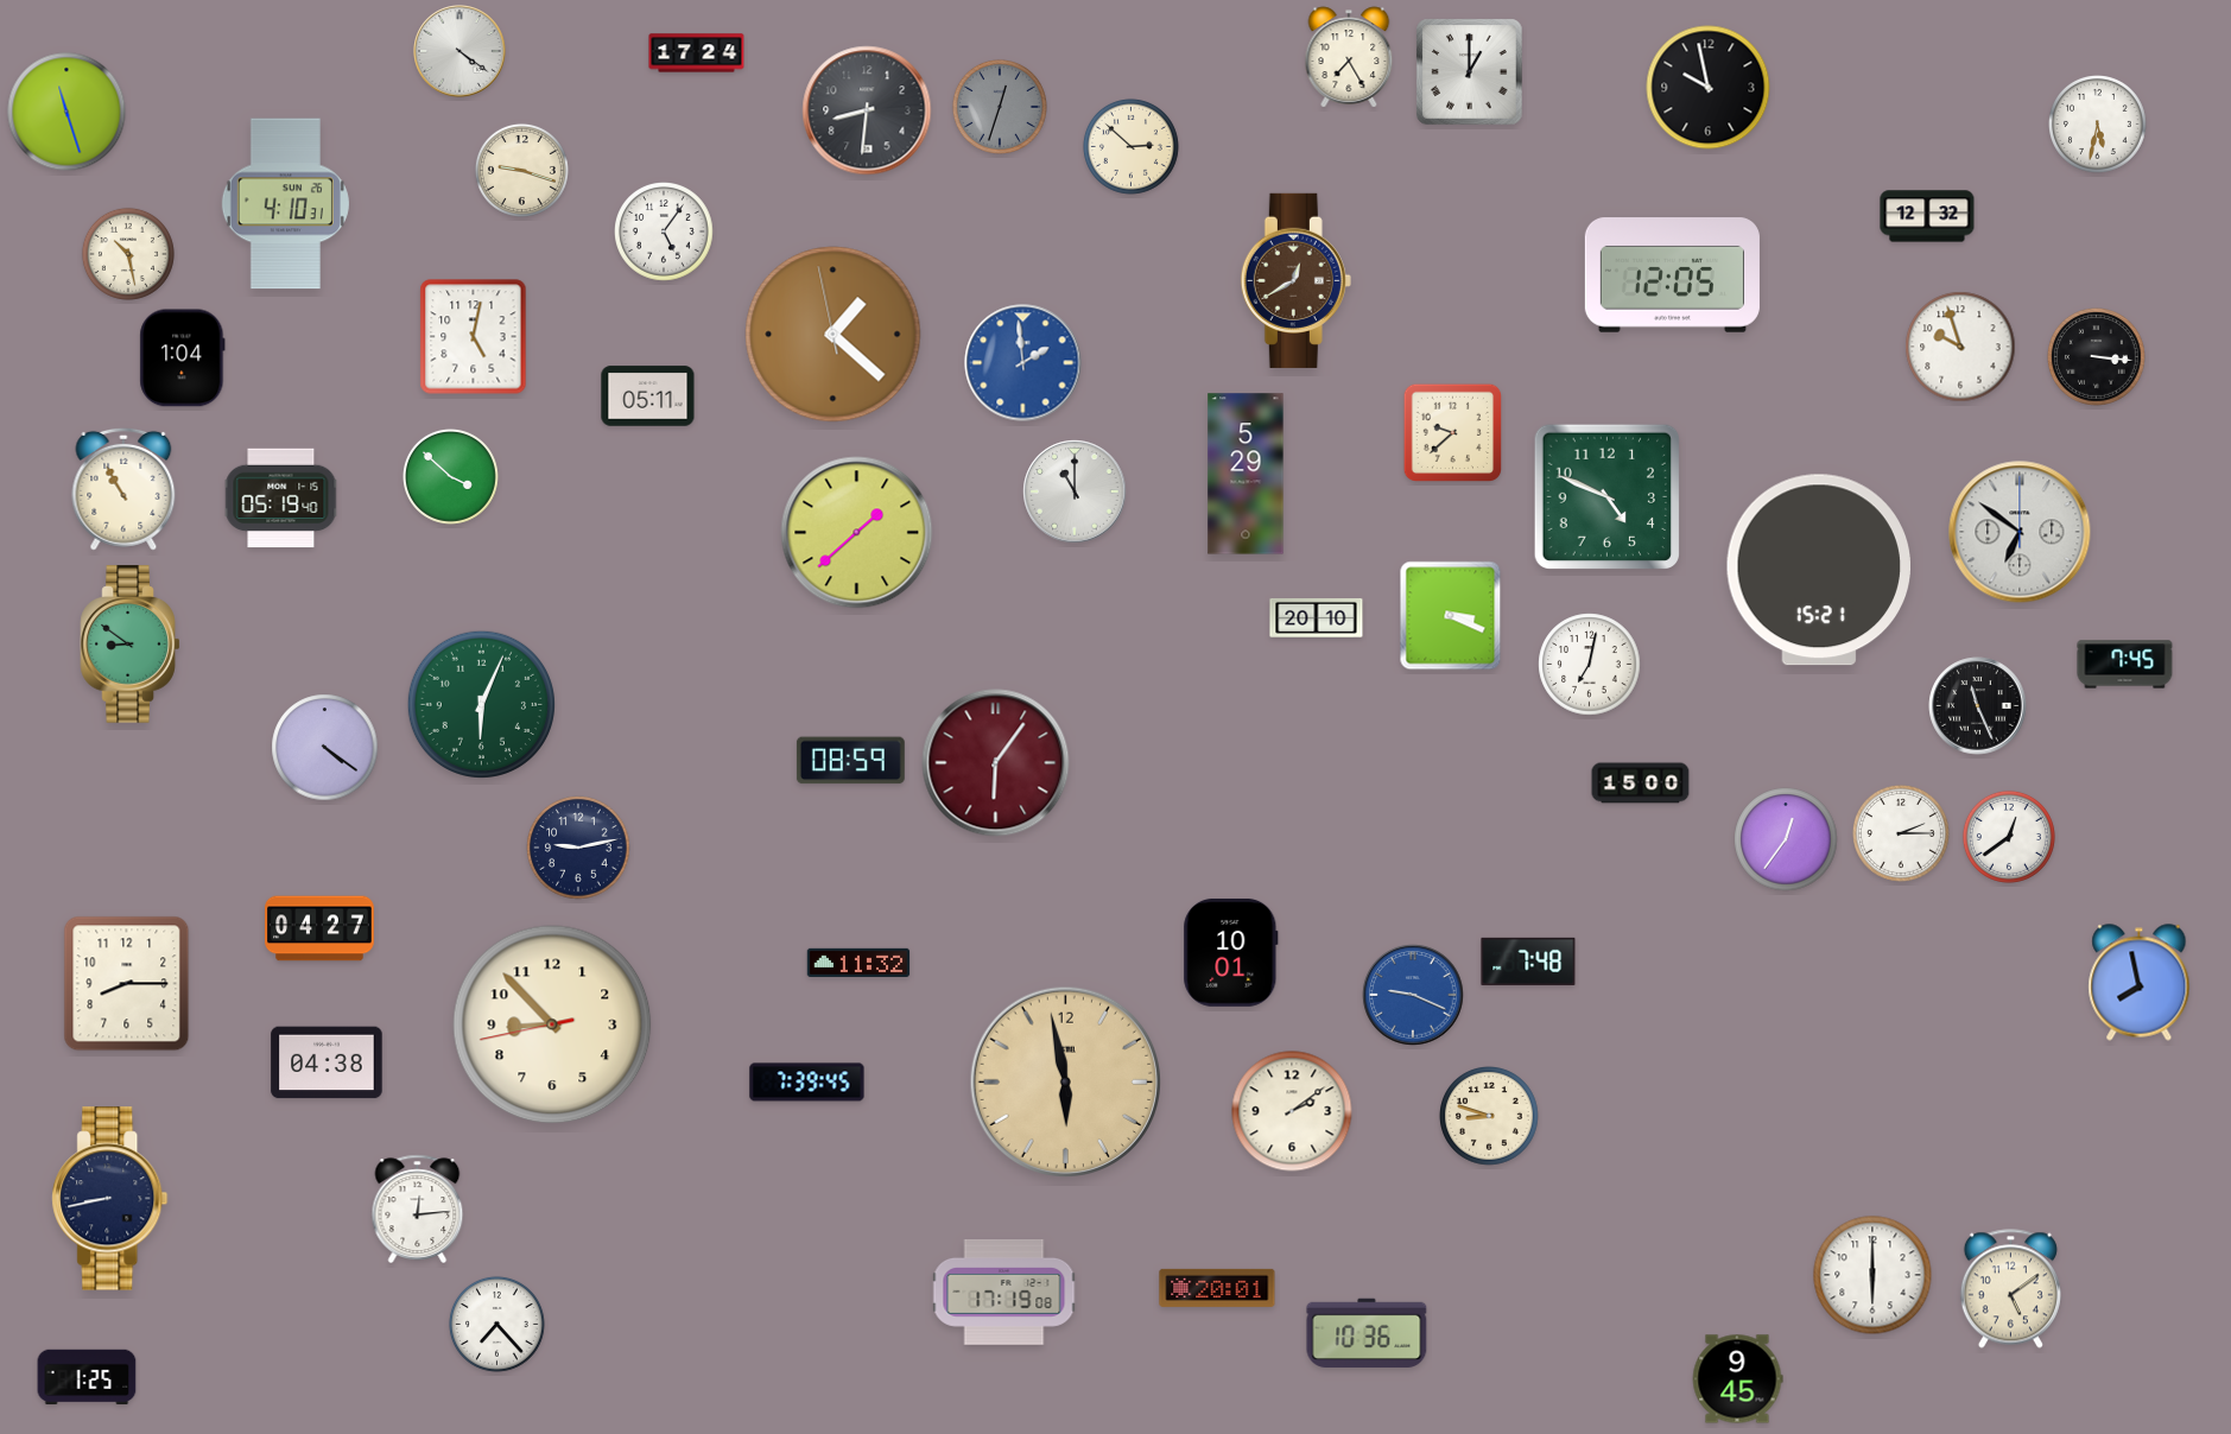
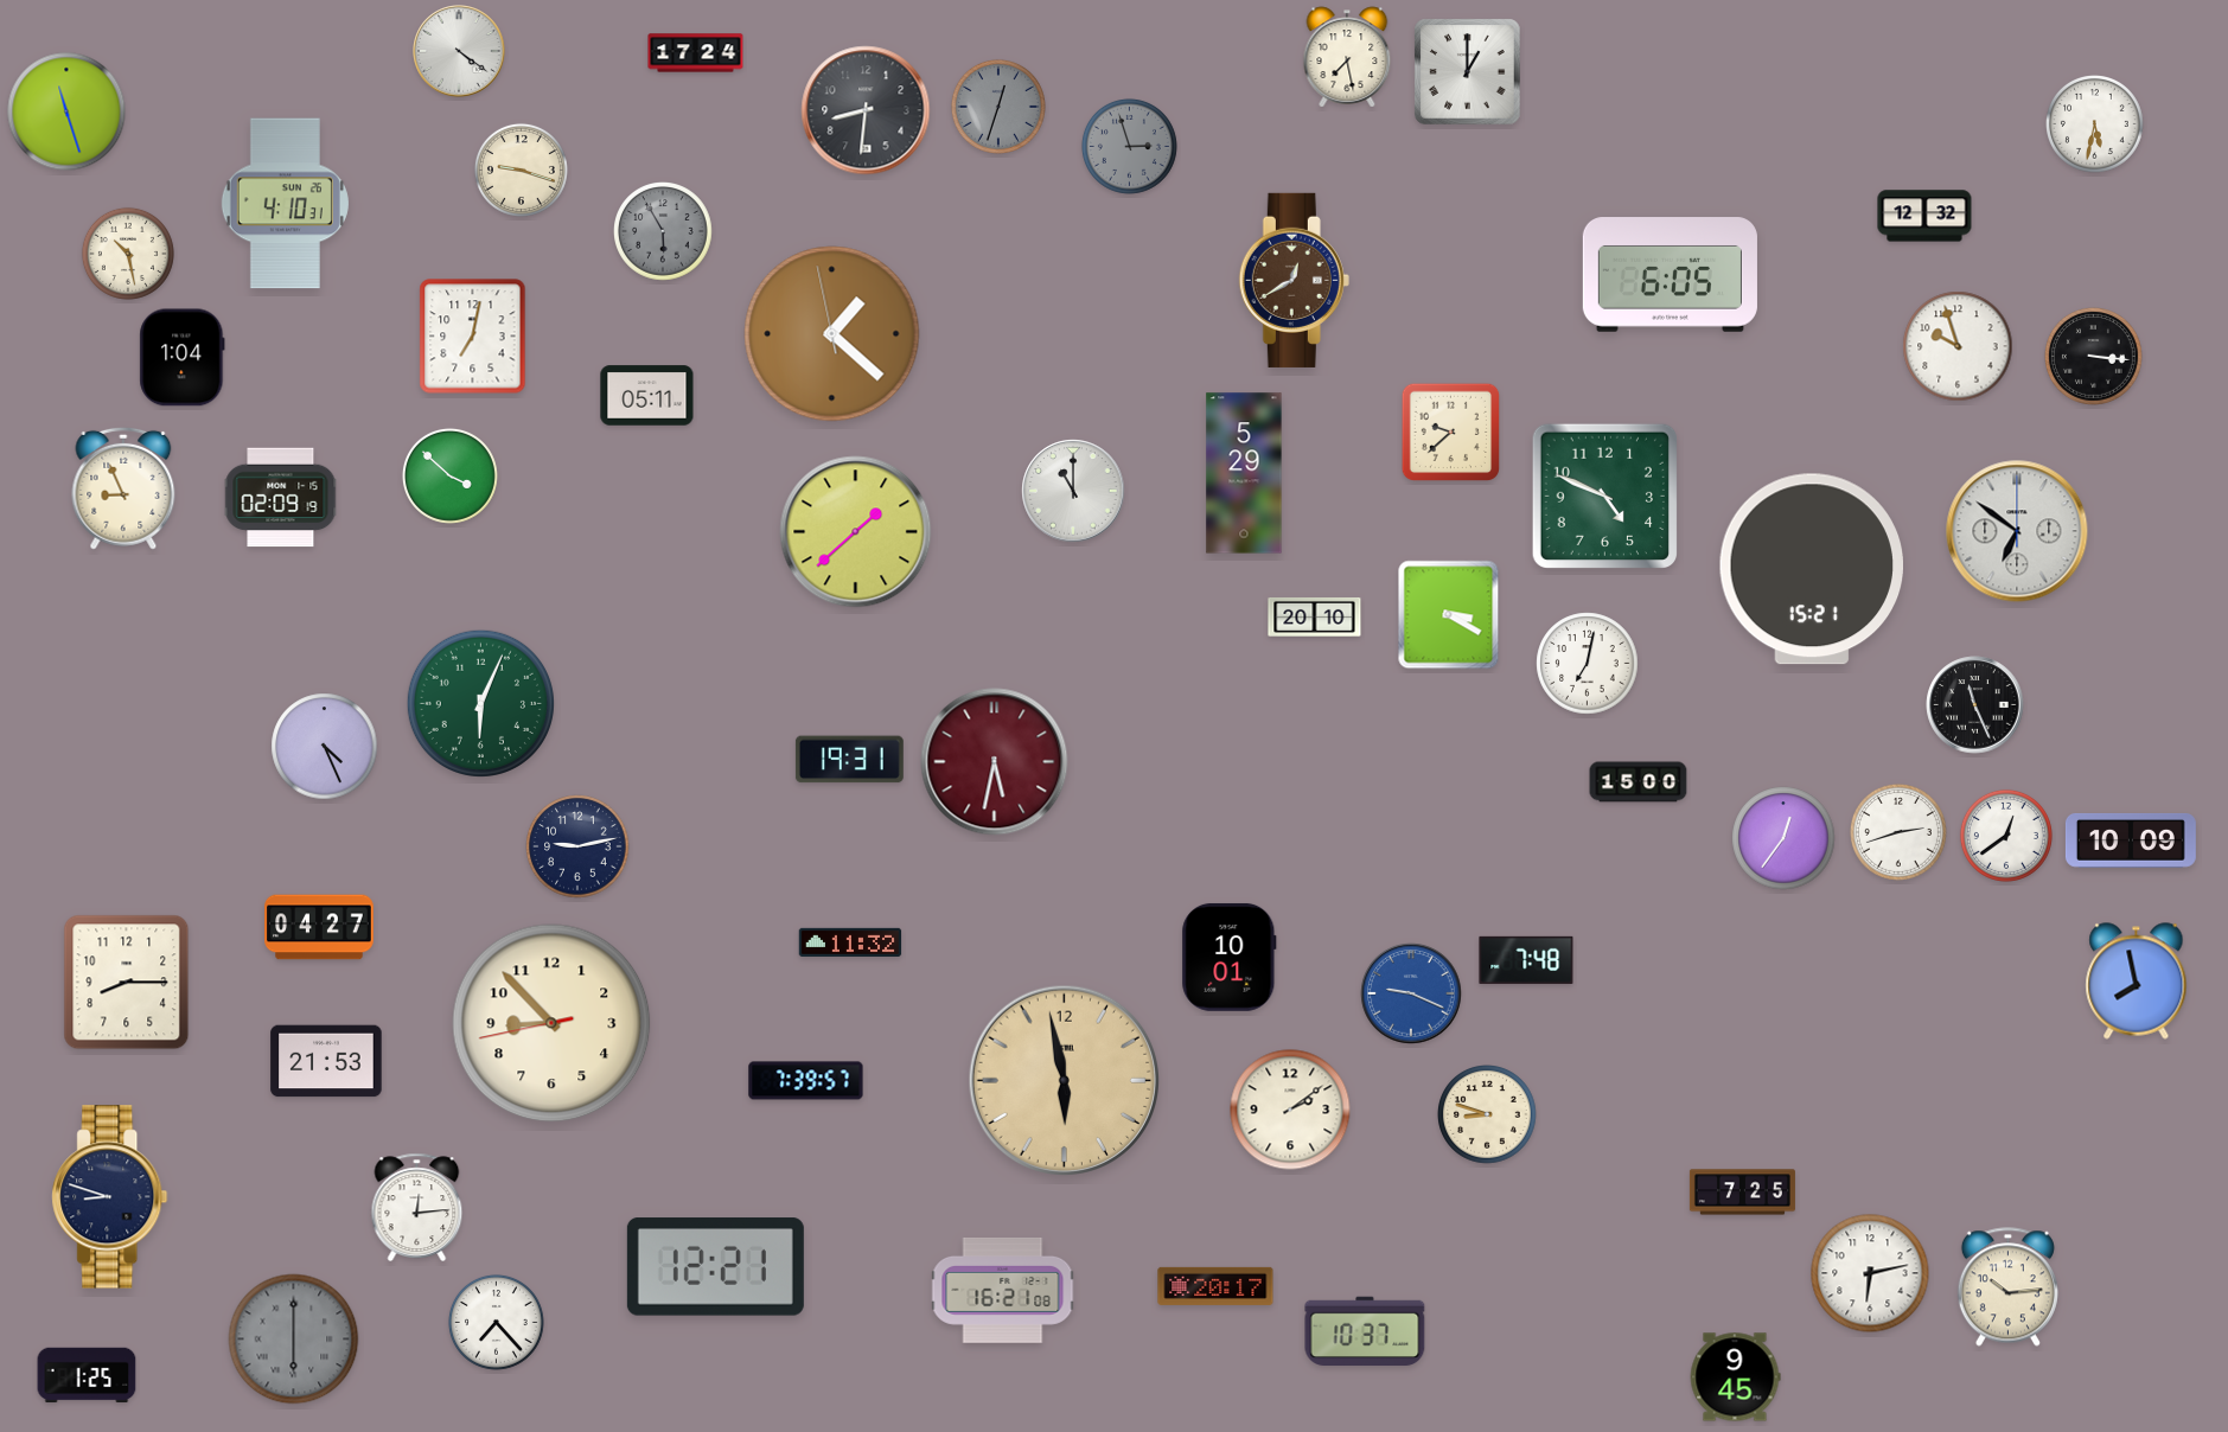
clock at (1349, 57): 7:25 -> 7:28
clock at (1709, 88): 9:58 -> none
clock at (1130, 146): 2:52 -> 2:57
clock at (1130, 146) dial: cream -> grey
clock at (665, 233): 5:06 -> 5:55
clock at (665, 233) dial: white -> grey
clock at (1672, 275): 12:05 -> 6:05
clock at (474, 337): 5:02 -> 7:02
clock at (1023, 363): 1:59 -> none
clock at (123, 489): 10:55 -> 8:56
clock at (281, 499): 05:19 -> 02:09
clock at (1818, 570) position: (1818, 570) -> (1811, 569)
clock at (1451, 616): 3:19 -> 3:20
clock at (131, 645): 8:51 -> none
clock at (2125, 665): 7:45 -> none
clock at (325, 748): 4:21 -> 4:26
clock at (850, 761): 08:59 -> 19:31
clock at (996, 763): 6:06 -> 5:32
clock at (1901, 833): 2:15 -> 2:42
clock at (2131, 840): none -> 10:09
clock at (1231, 952) position: (1231, 952) -> (1230, 957)
clock at (858, 962) position: (858, 962) -> (850, 941)
clock at (327, 1062): 04:38 -> 21:53
clock at (807, 1083): 7:39:45 -> 7:39:57
clock at (1742, 1193): none -> 7:25
clock at (110, 1199): 8:43 -> 8:48
clock at (715, 1267): none -> 12:21
clock at (1872, 1275): 6:00 -> 6:13
clock at (1217, 1288): 20:01 -> 20:17
clock at (2010, 1289): 5:09 -> 10:14
clock at (1004, 1292): 17:19 -> 16:21
clock at (1367, 1333): 10:36 -> 10:37
clock at (294, 1340): none -> 6:00
